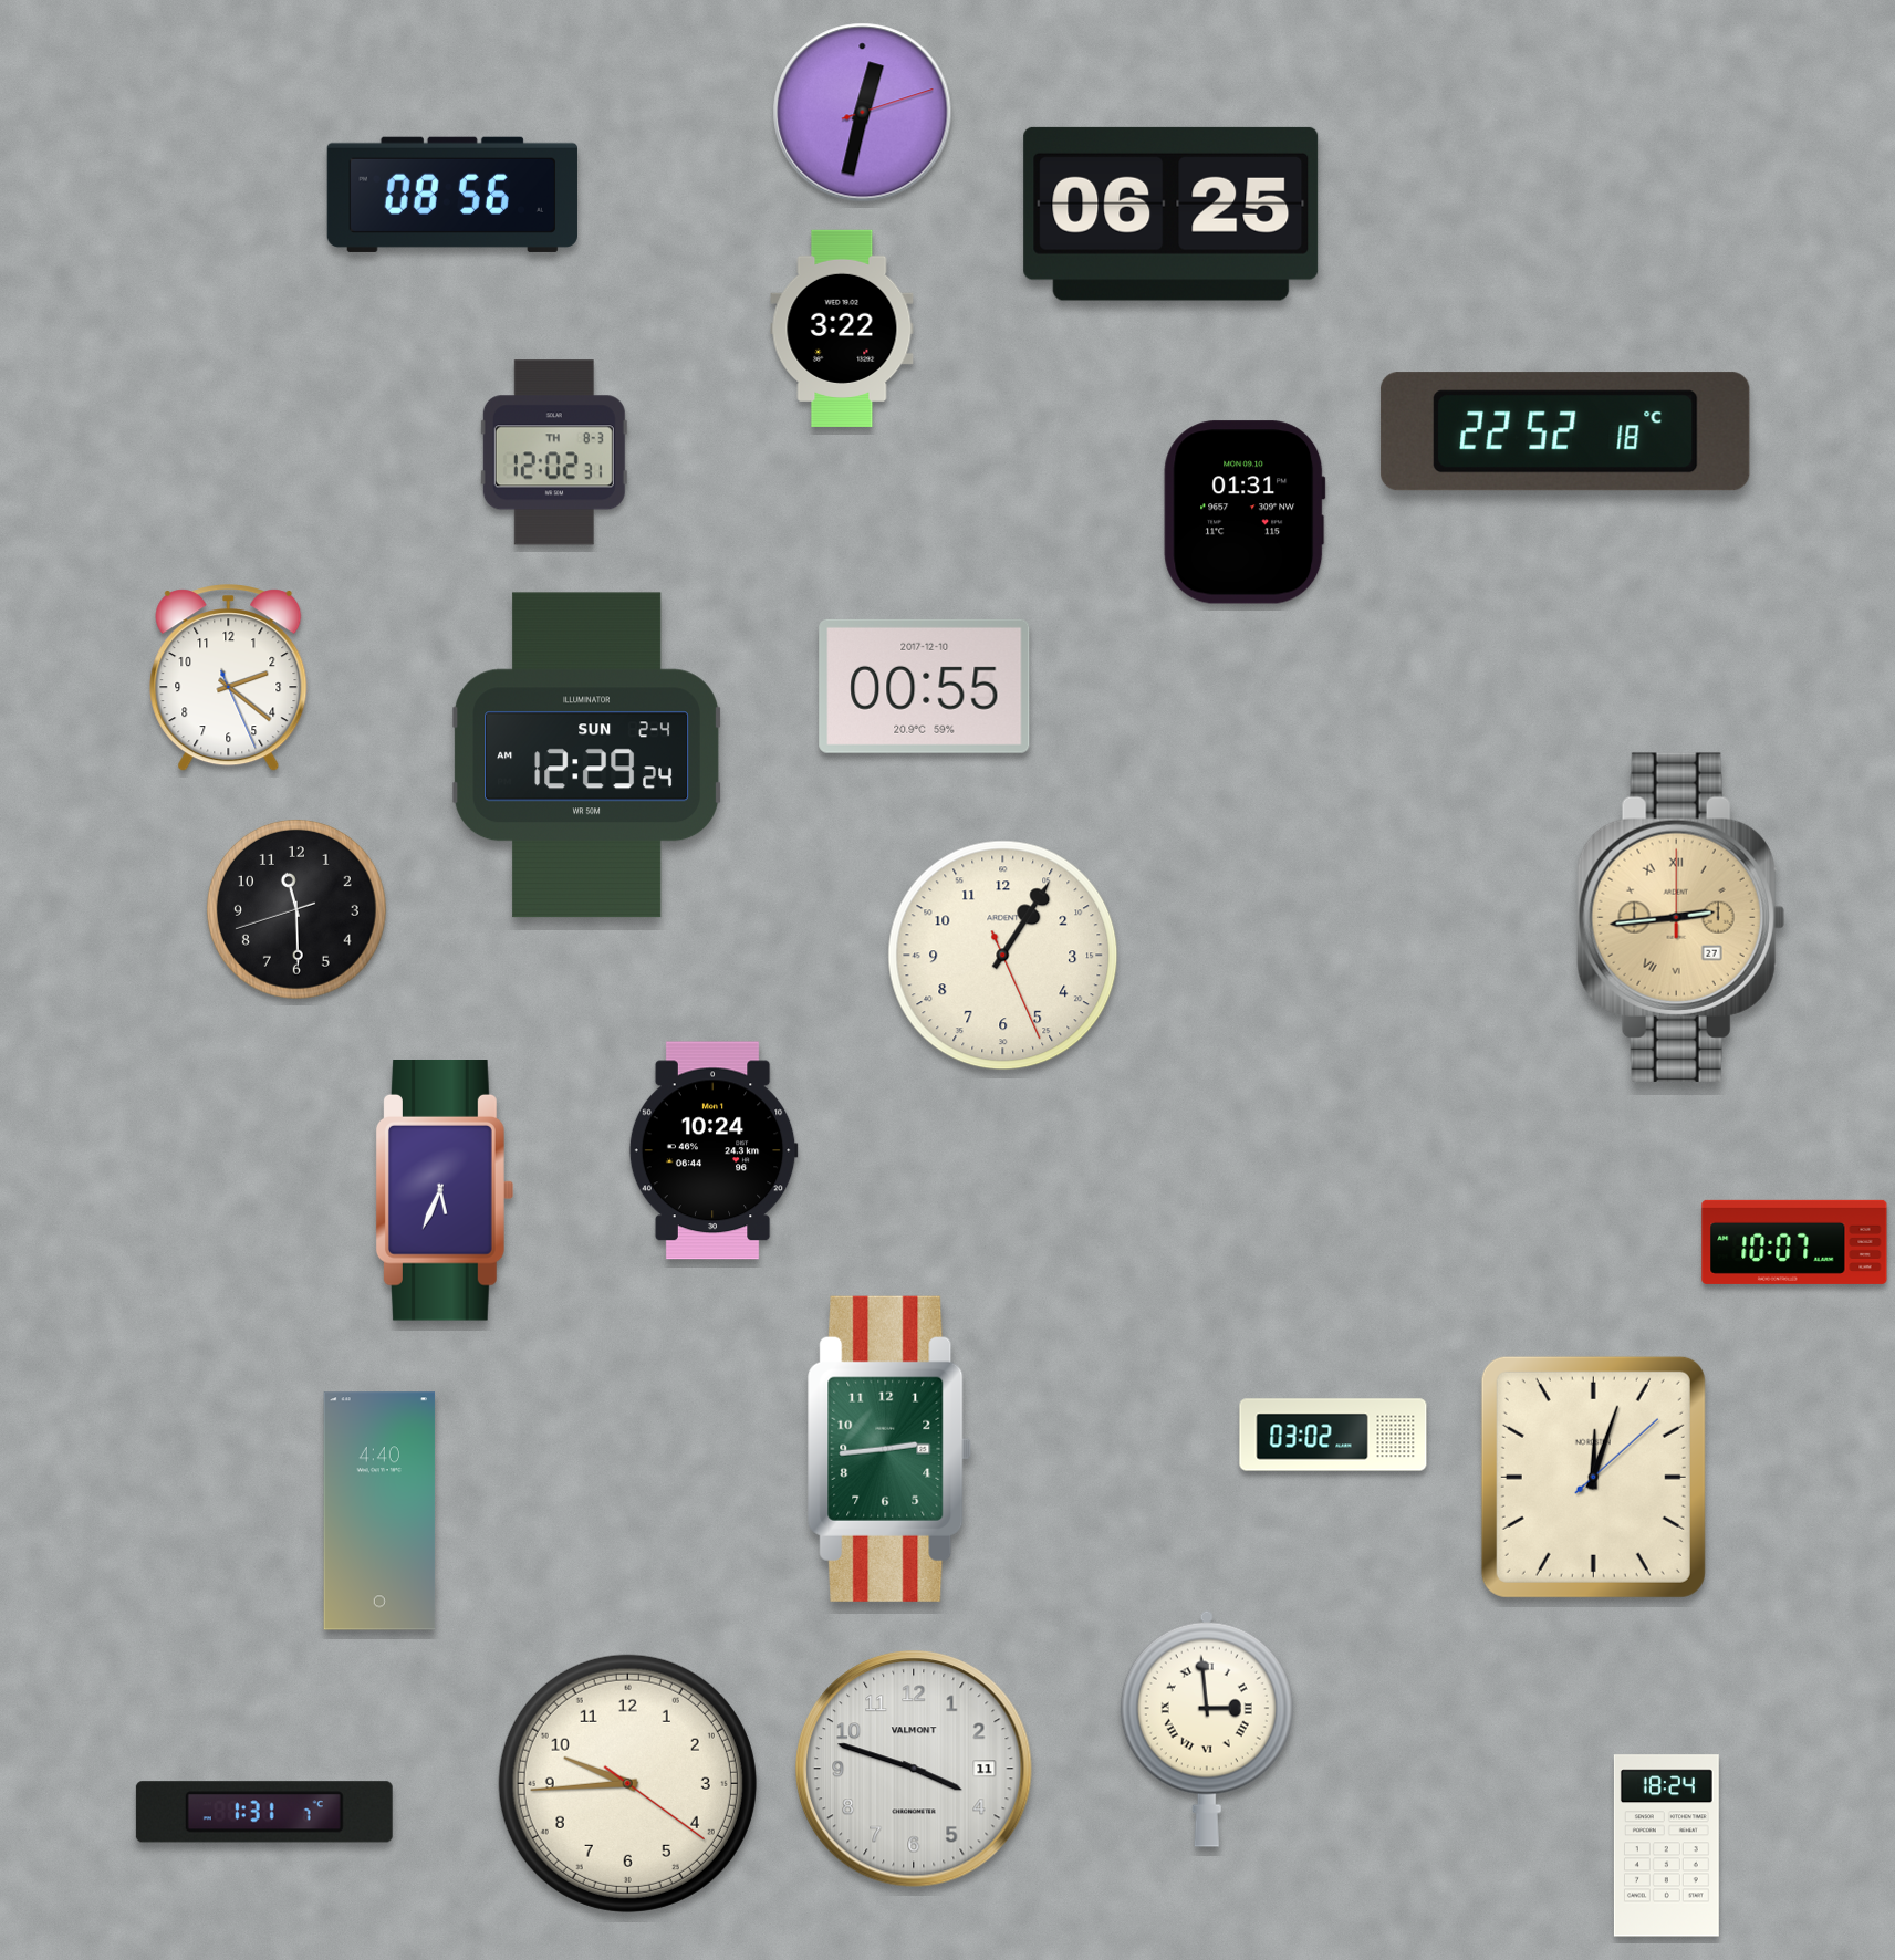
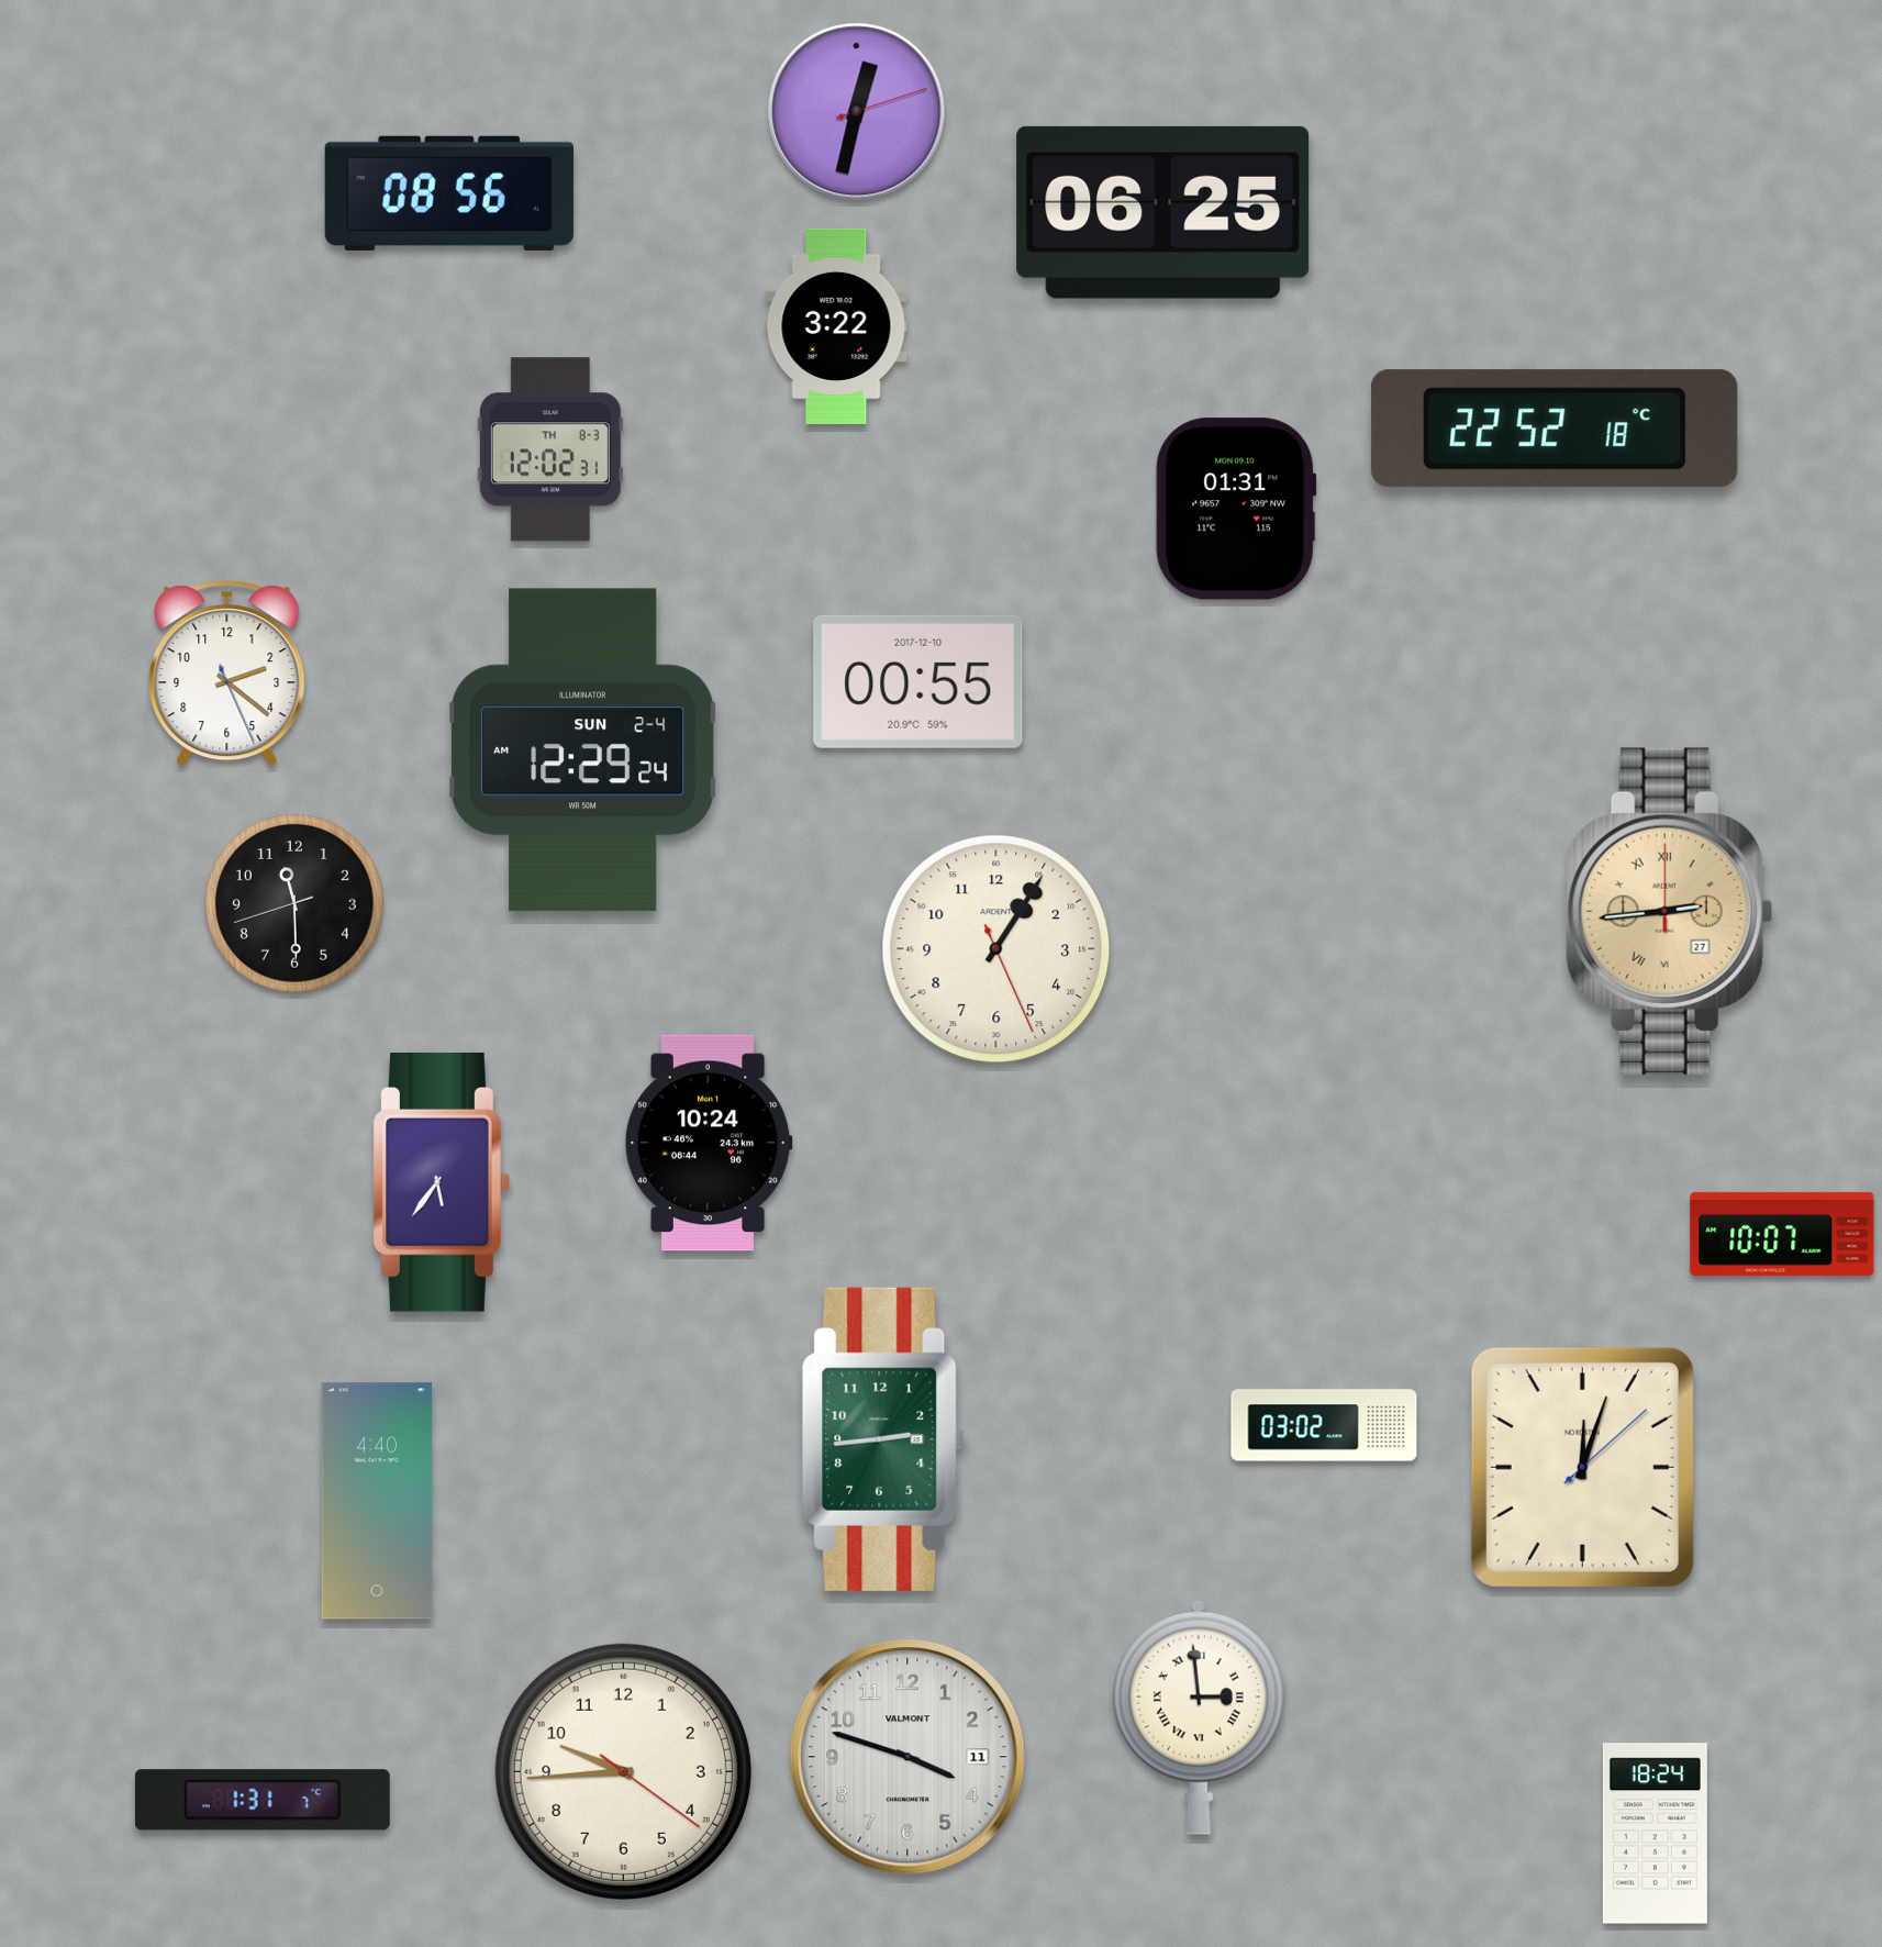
clock at (444, 1191): 5:34 -> 5:36
